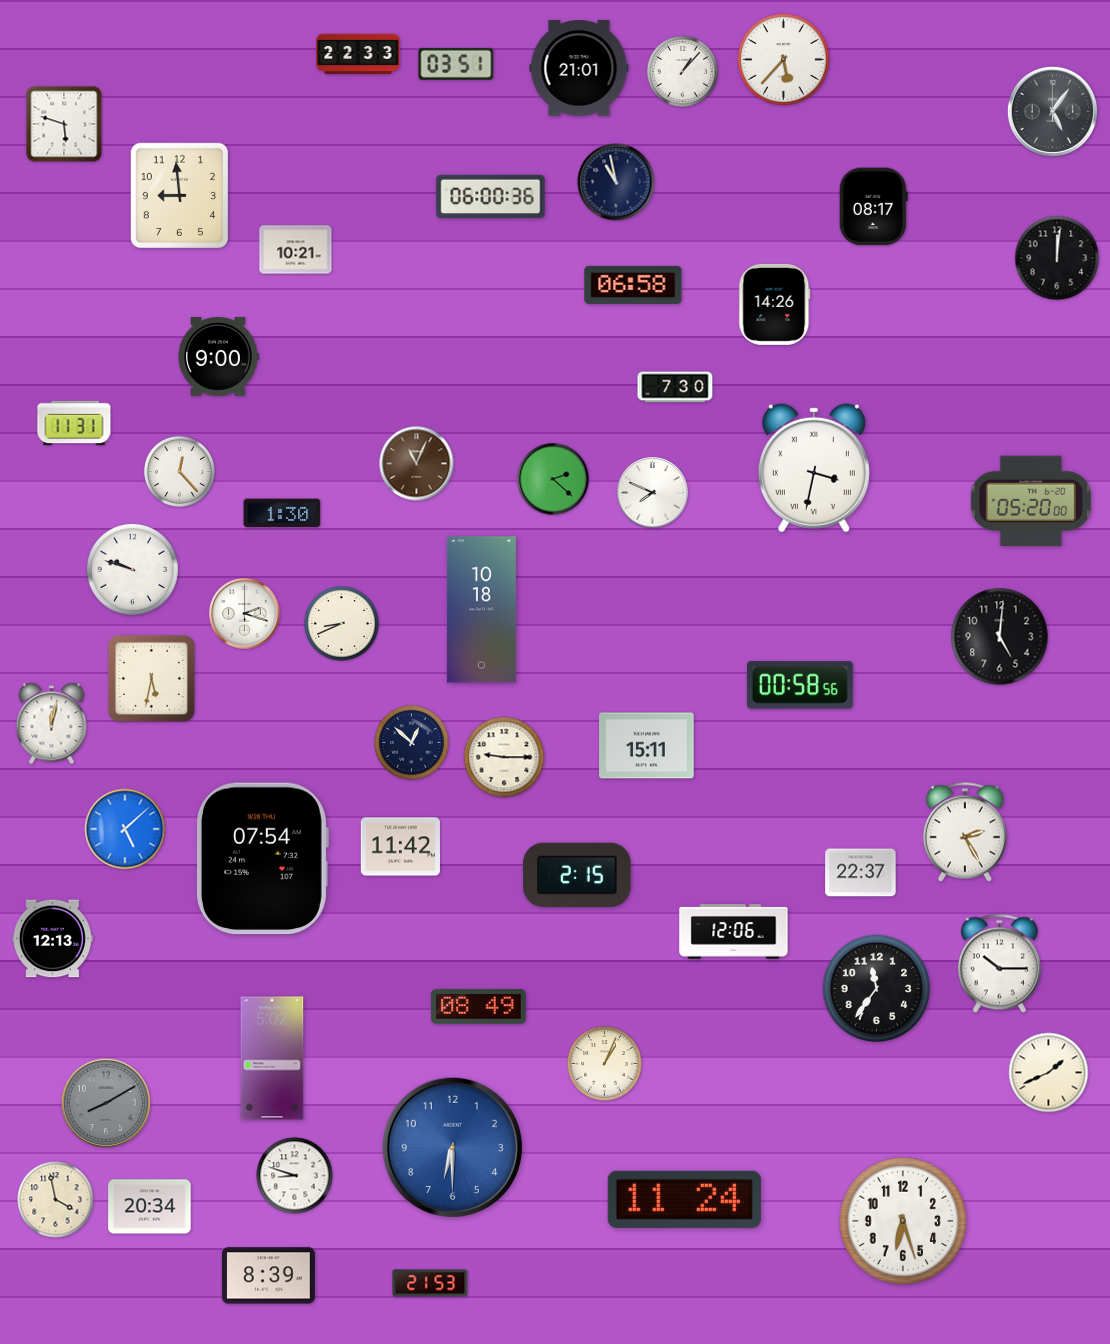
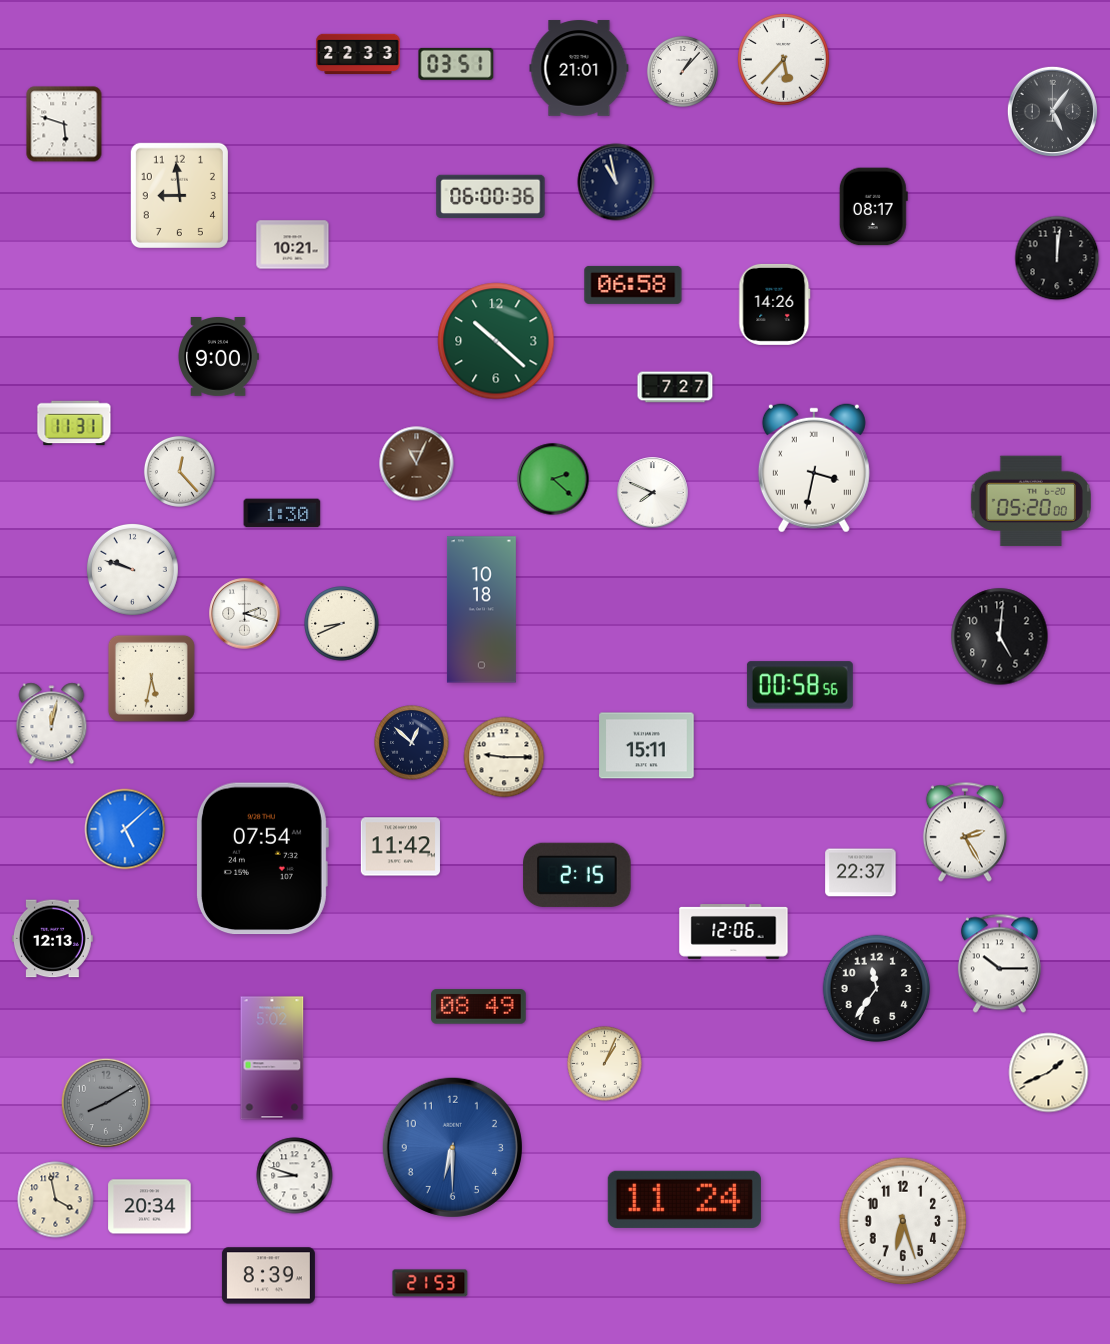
clock at (296, 250) position: (296, 250) -> (293, 245)
clock at (496, 341): none -> 10:22
clock at (675, 387): 7:30 -> 7:27
